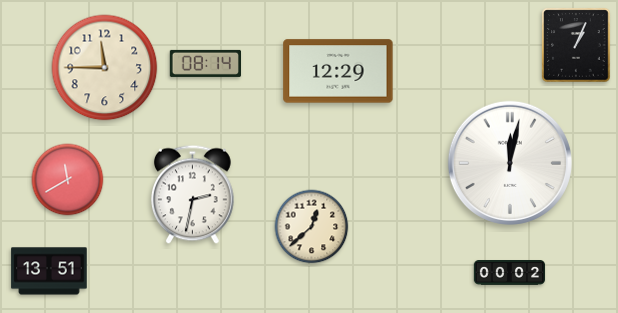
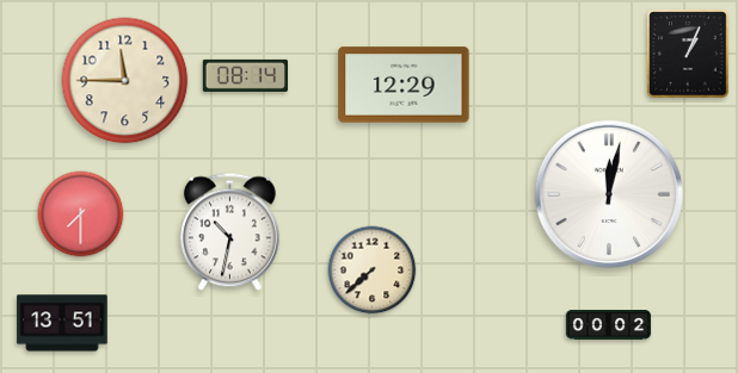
clock at (68, 180): 11:40 -> 7:30
clock at (193, 195): 2:32 -> 10:32
clock at (312, 227): 12:38 -> 7:38
clock at (49, 271) position: (49, 271) -> (62, 323)
